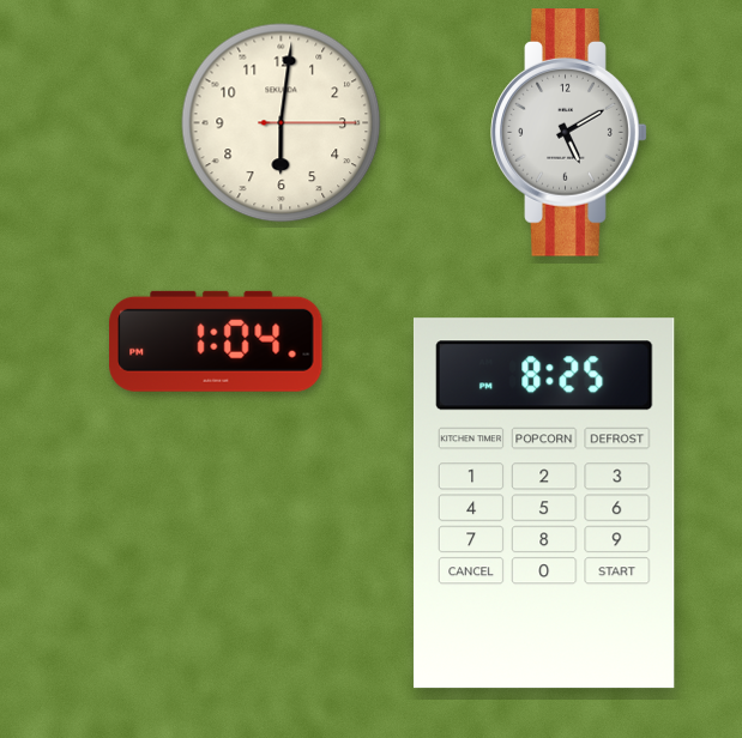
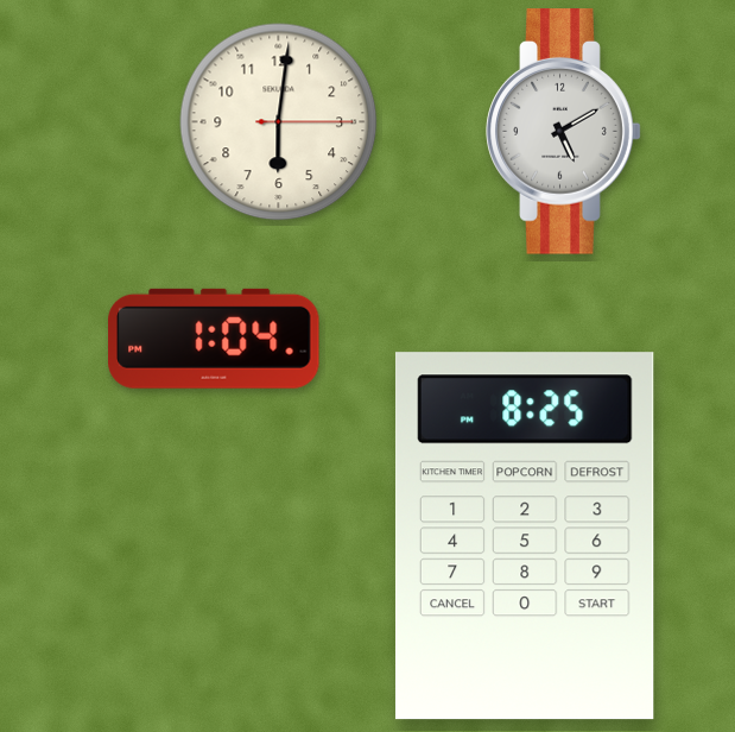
clock at (544, 503) position: (544, 503) -> (525, 536)
